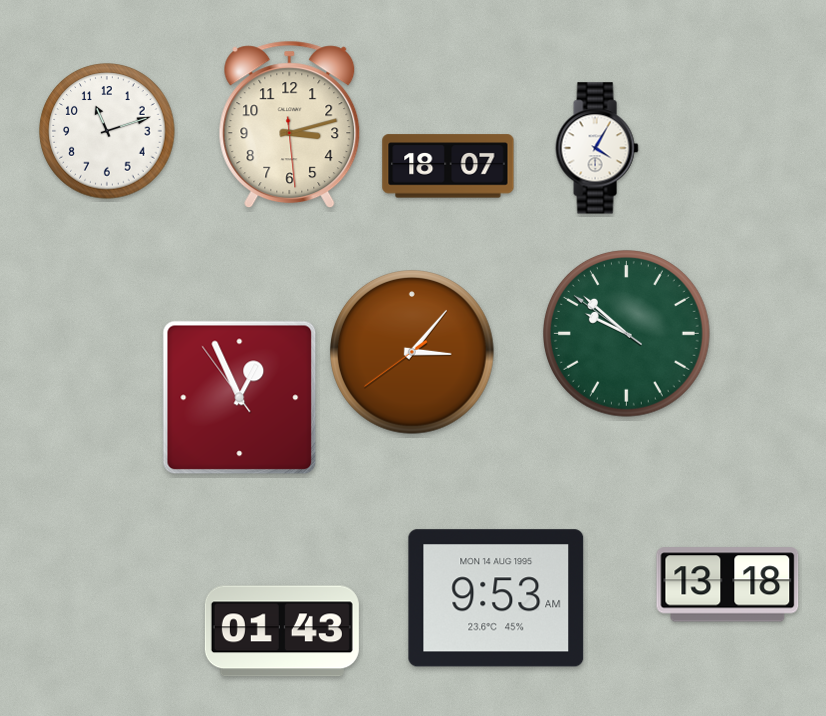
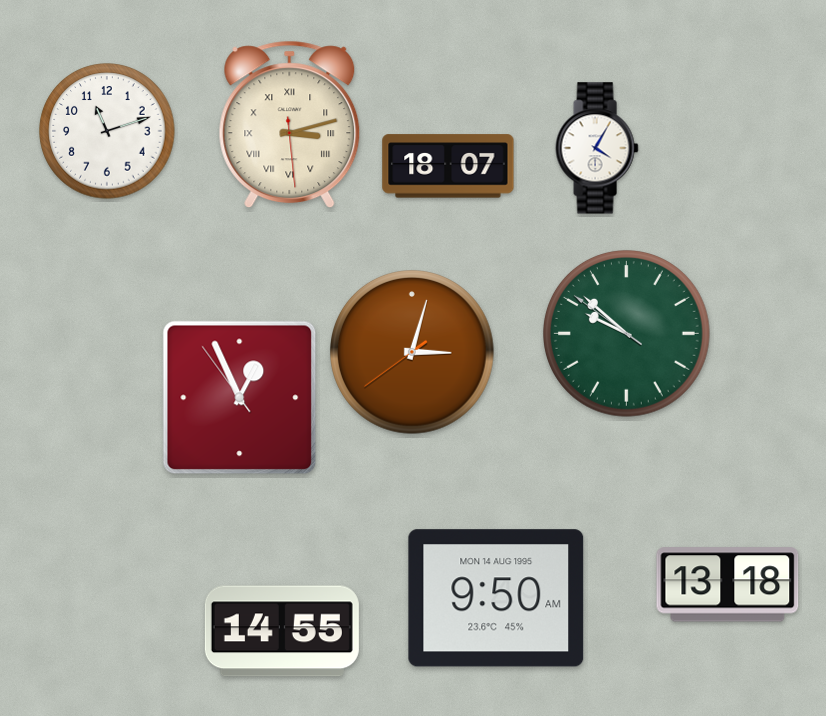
clock at (290, 125) numerals: Arabic -> Roman
clock at (413, 353): 3:06 -> 3:02
clock at (496, 598): 9:53 -> 9:50
clock at (282, 631): 01:43 -> 14:55
